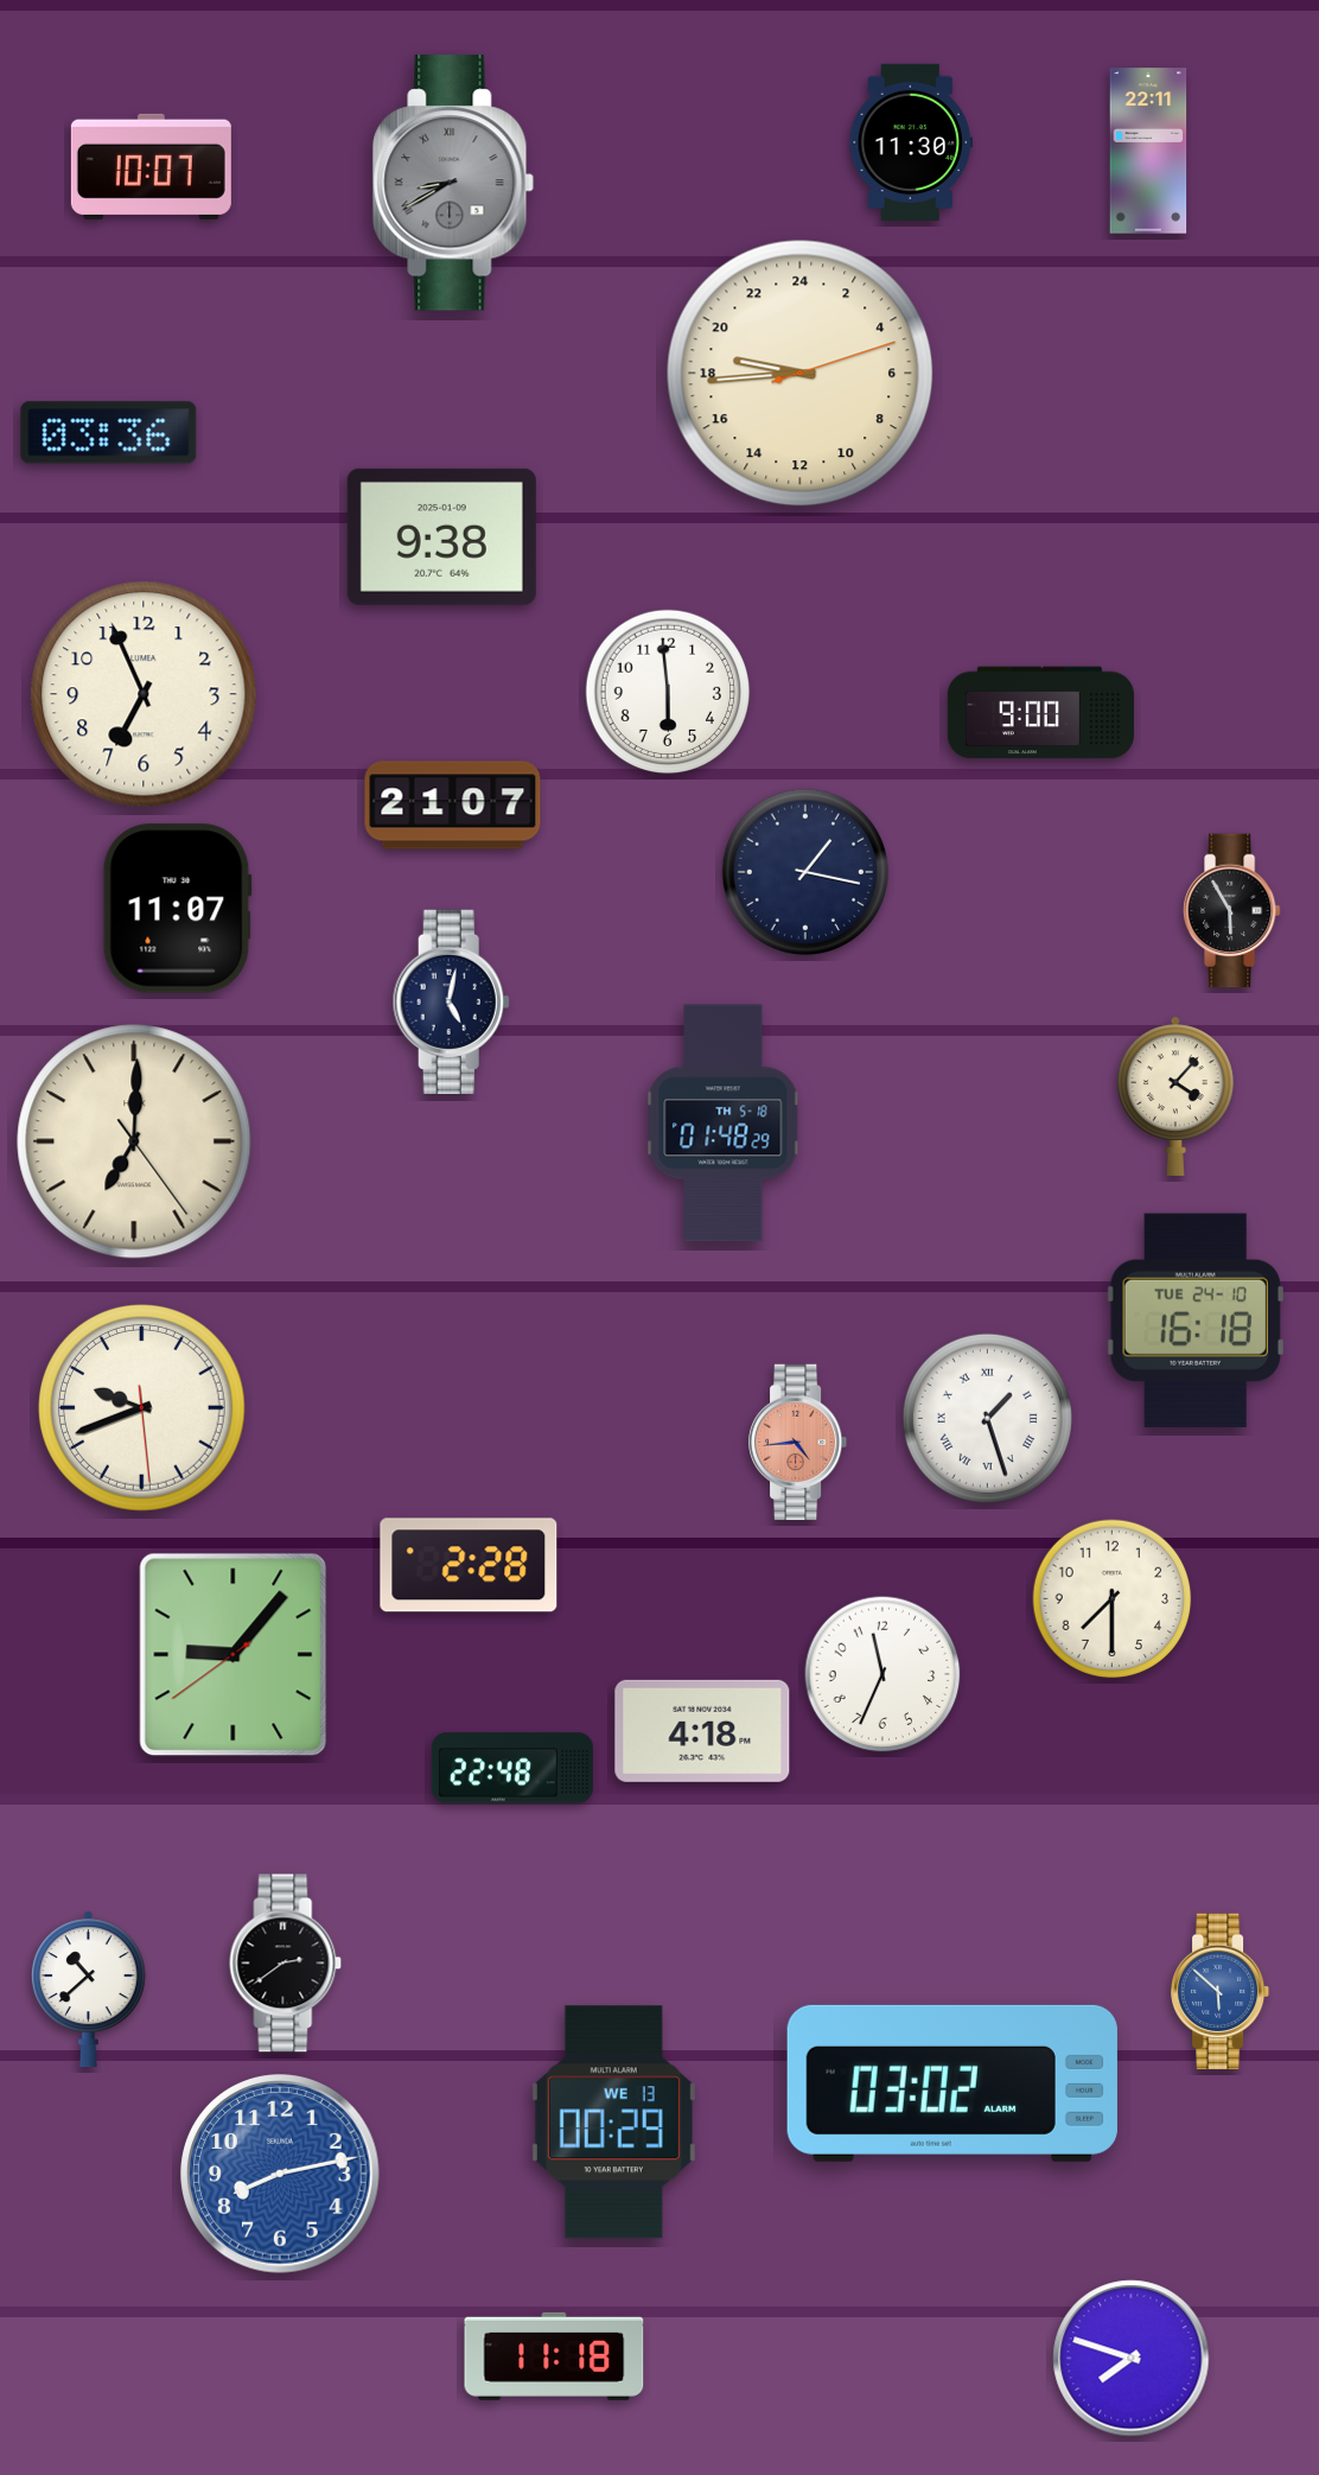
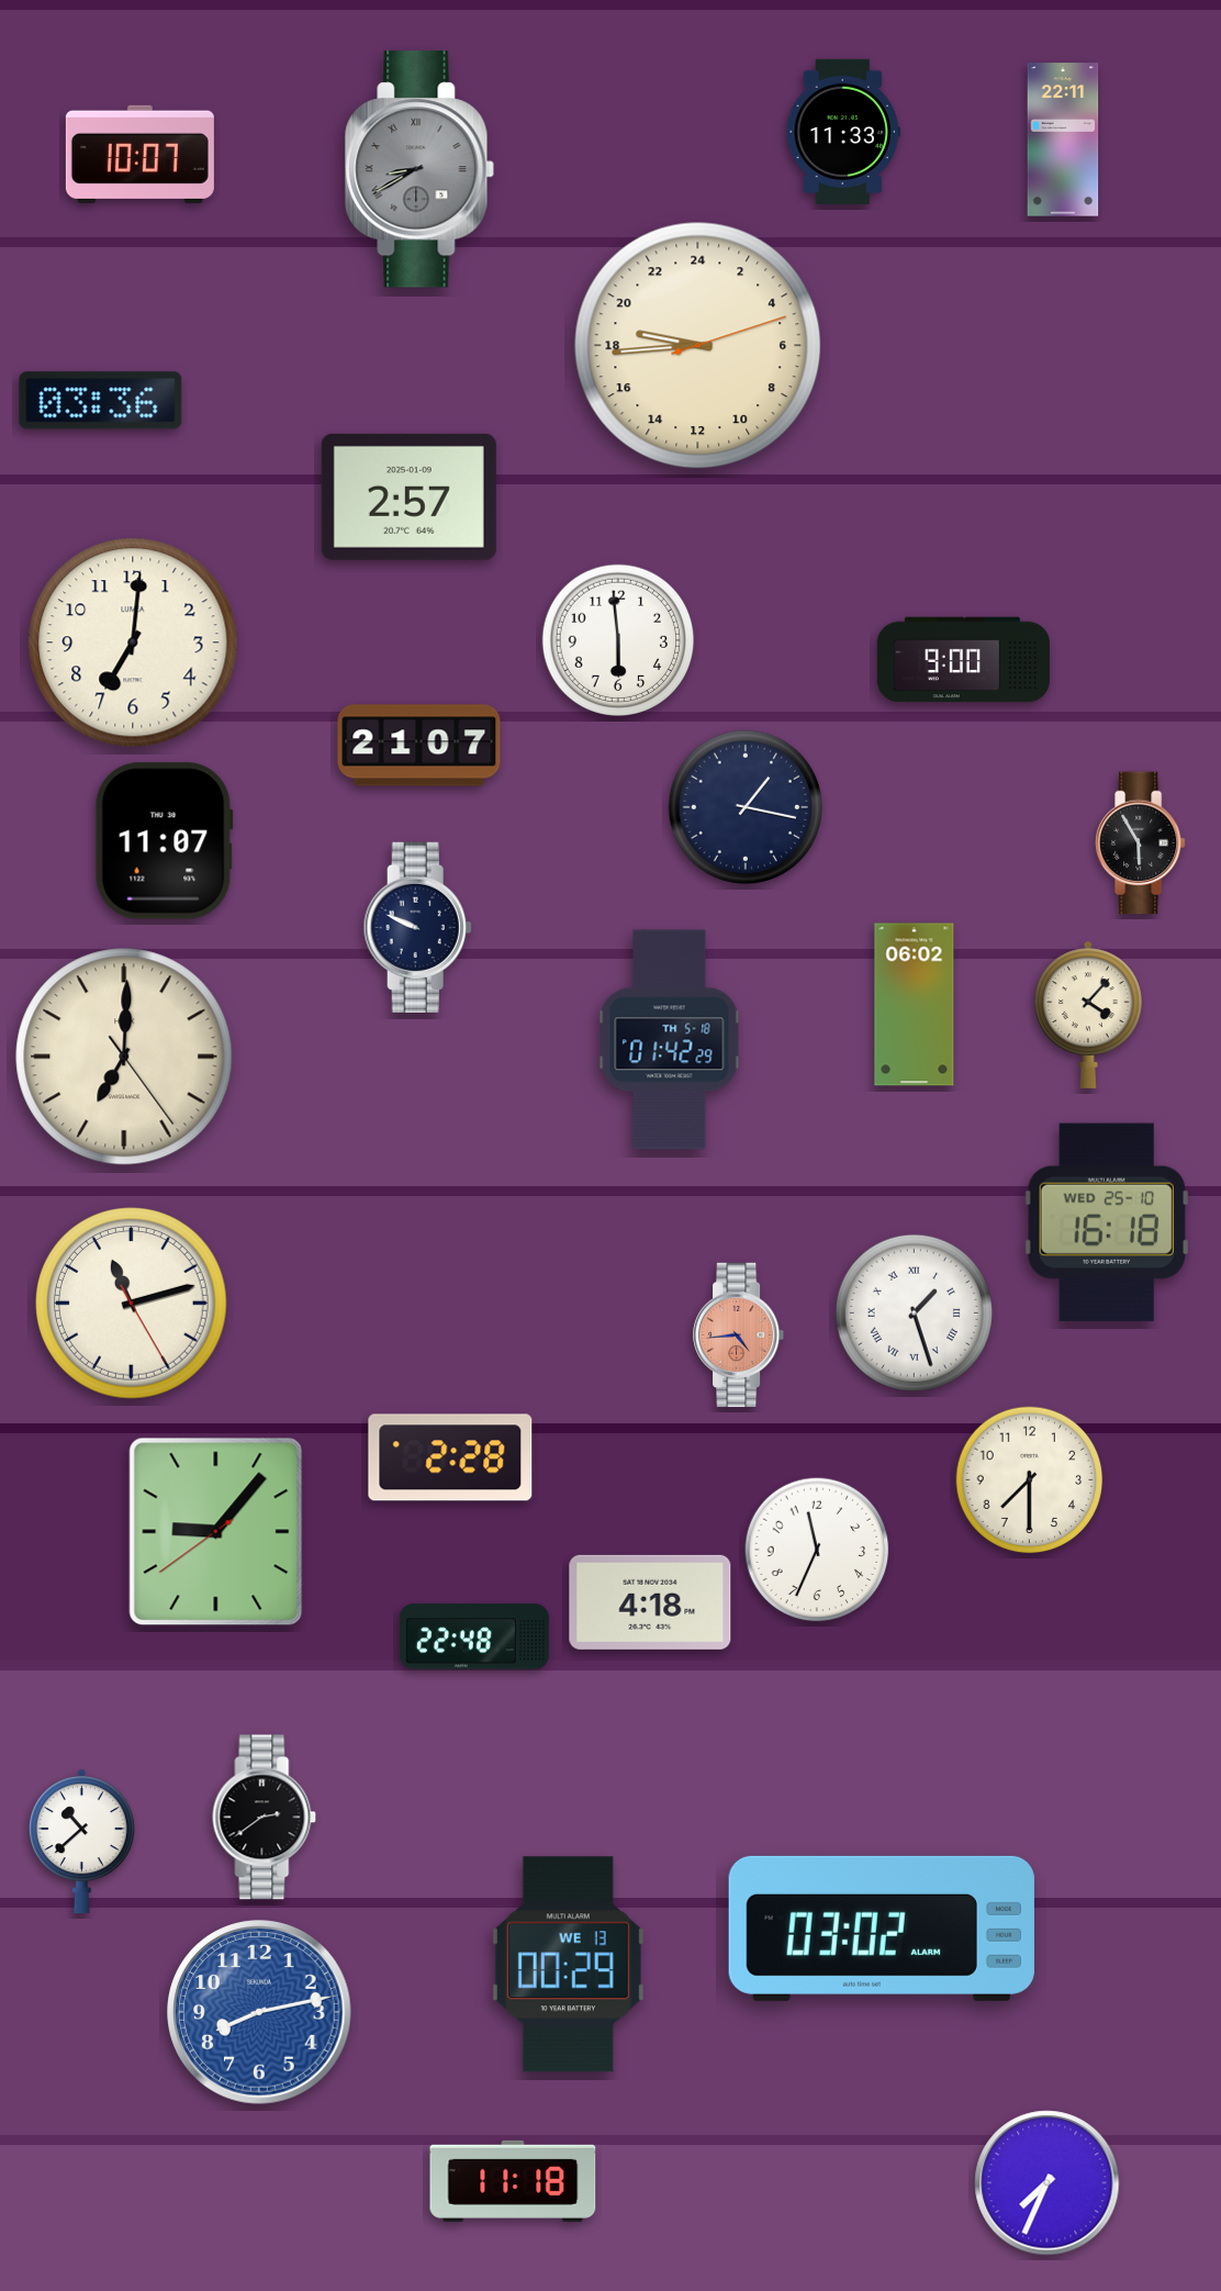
clock at (910, 141): 11:30 -> 11:33
clock at (801, 374) position: (801, 374) -> (698, 346)
clock at (441, 536): 9:38 -> 2:57
clock at (144, 694): 6:56 -> 7:01
clock at (451, 1003): 5:02 -> 9:49
clock at (915, 1005): none -> 06:02
clock at (724, 1124): 01:48 -> 01:42
clock at (1196, 1321) date: TUE 24-10 -> WED 25-10
clock at (142, 1408): 9:41 -> 11:12
clock at (469, 1565) position: (469, 1565) -> (450, 1457)
clock at (1222, 1992): 5:52 -> none
clock at (1132, 2359): 7:48 -> 7:34
